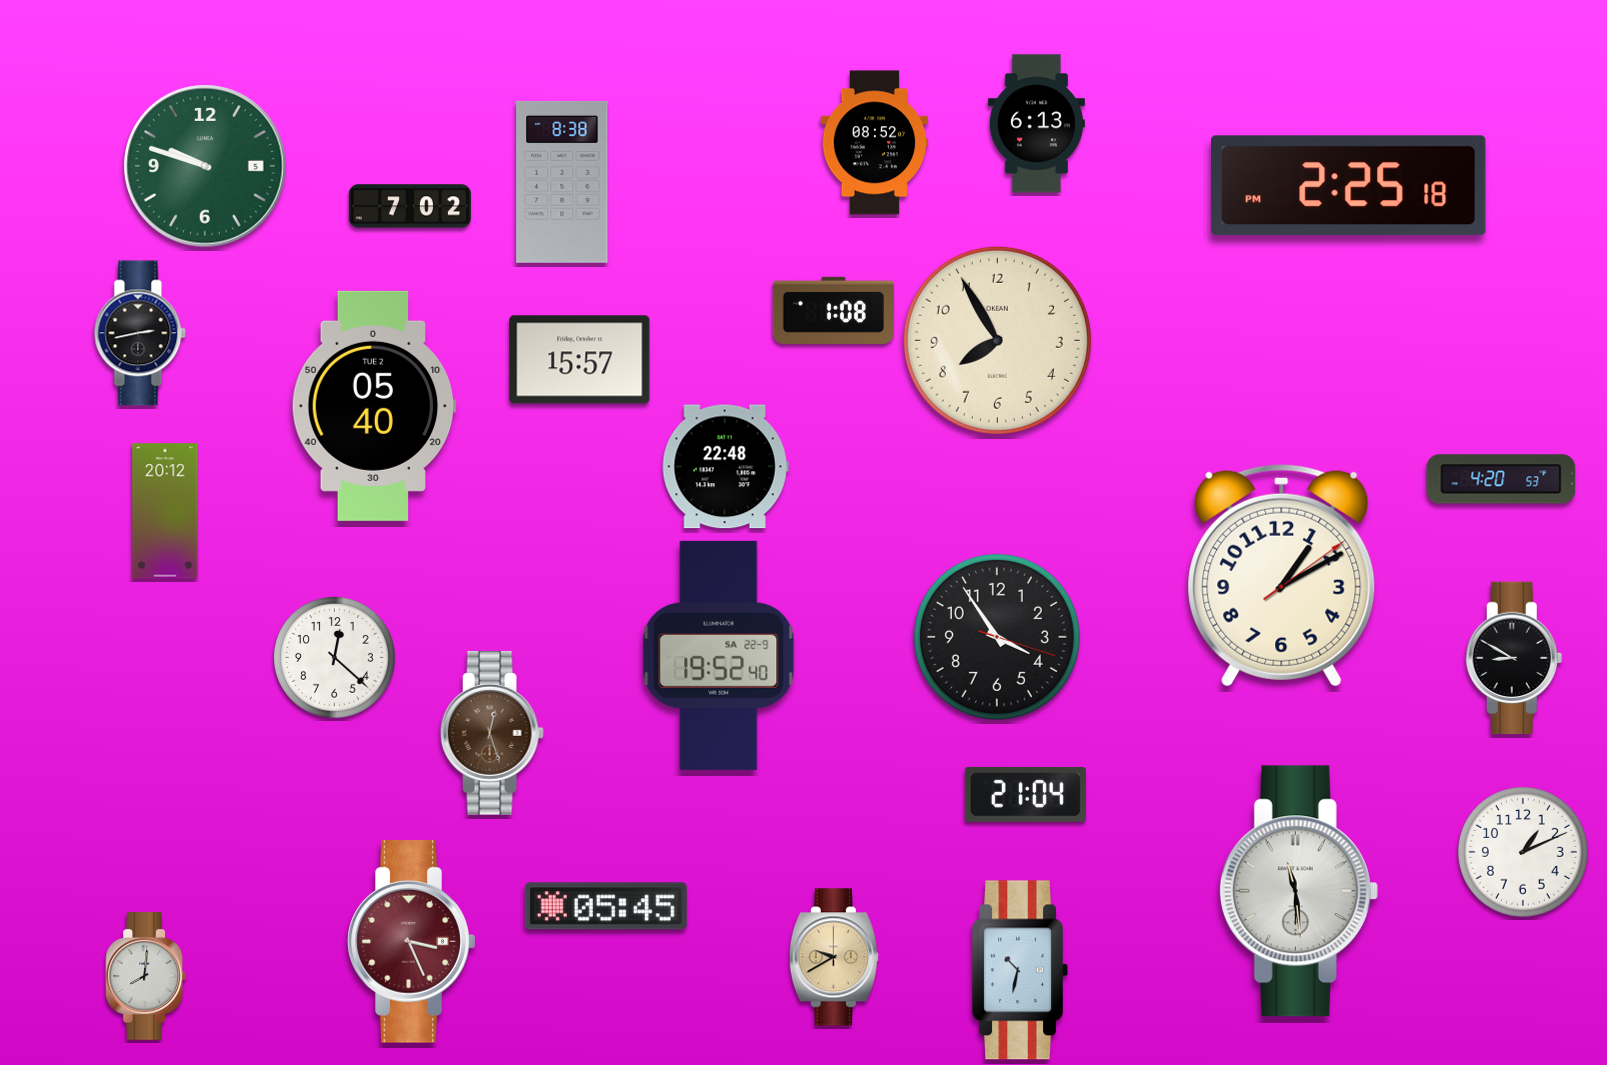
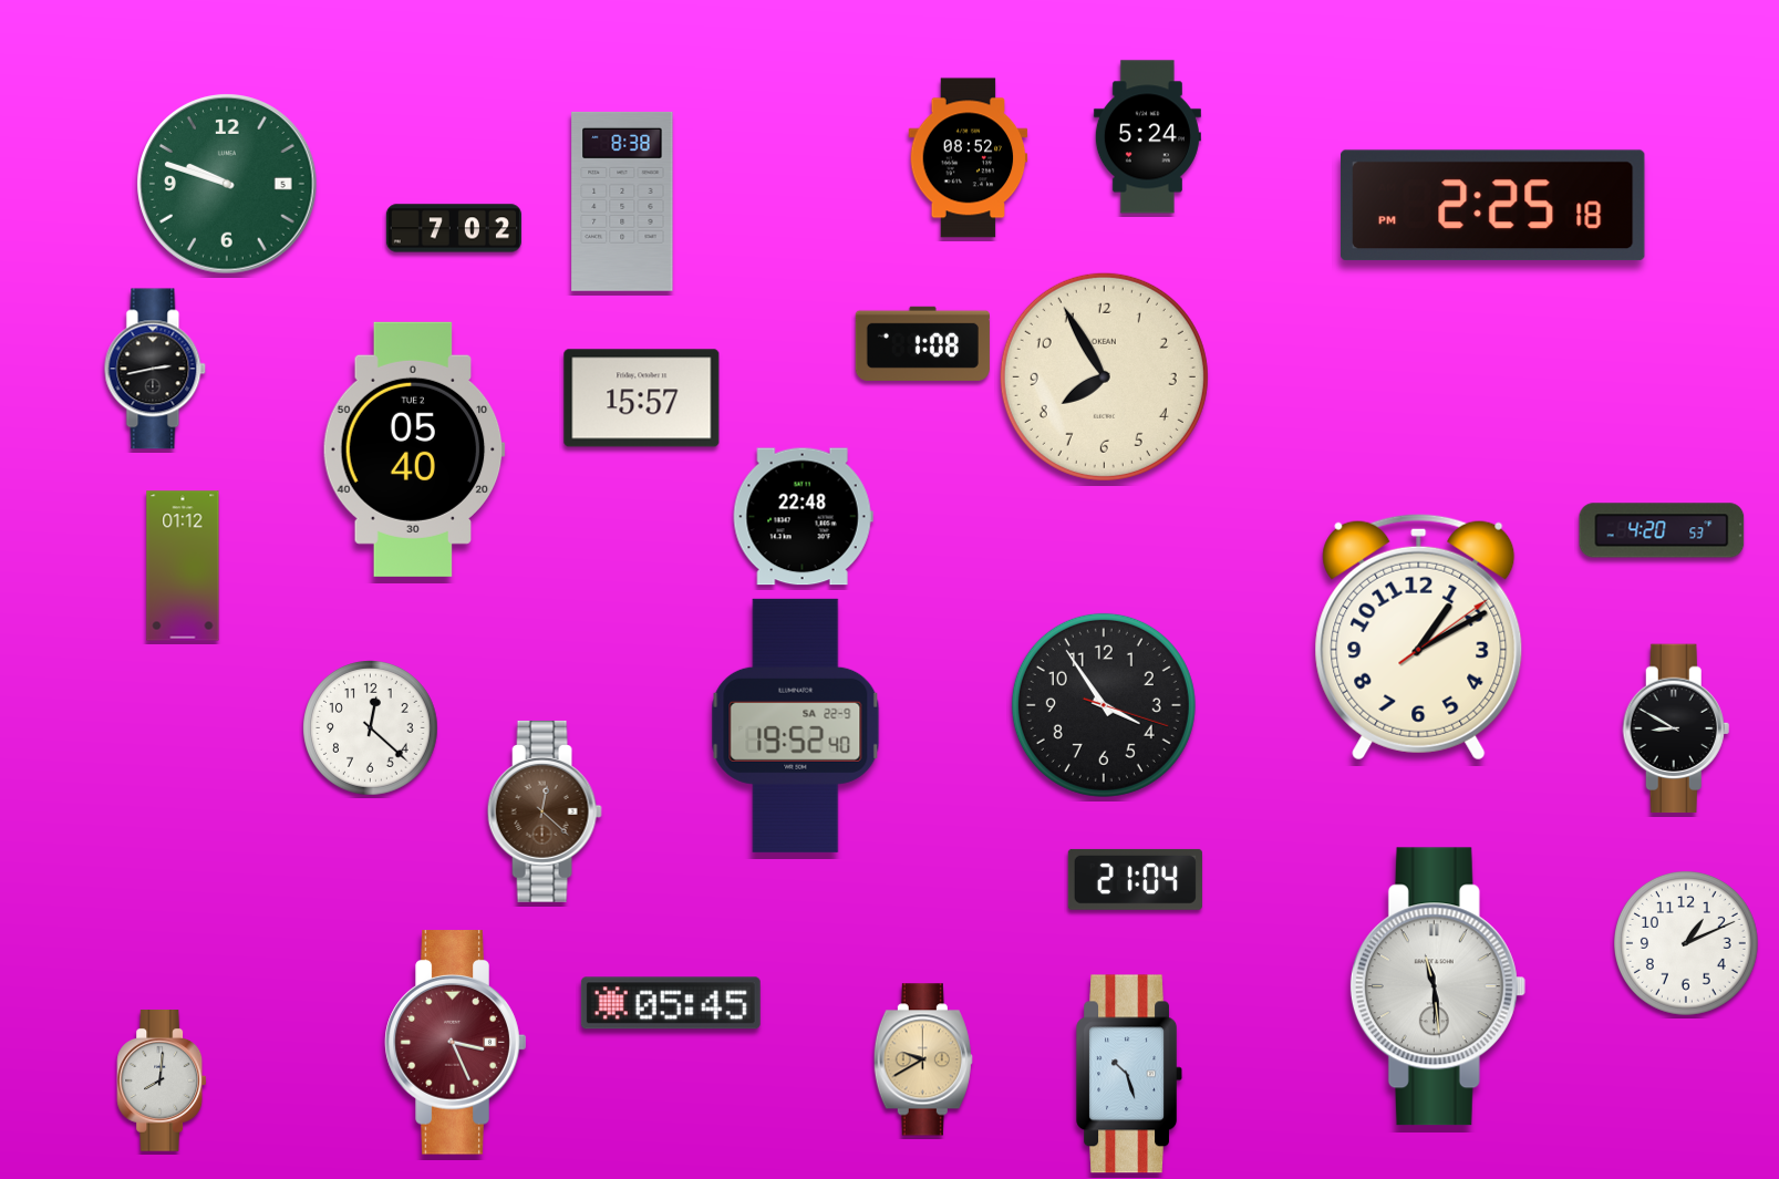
clock at (1036, 124): 6:13 -> 5:24
clock at (165, 511): 20:12 -> 01:12
clock at (492, 733): 12:27 -> 12:22
clock at (1021, 970): 10:32 -> 10:27
